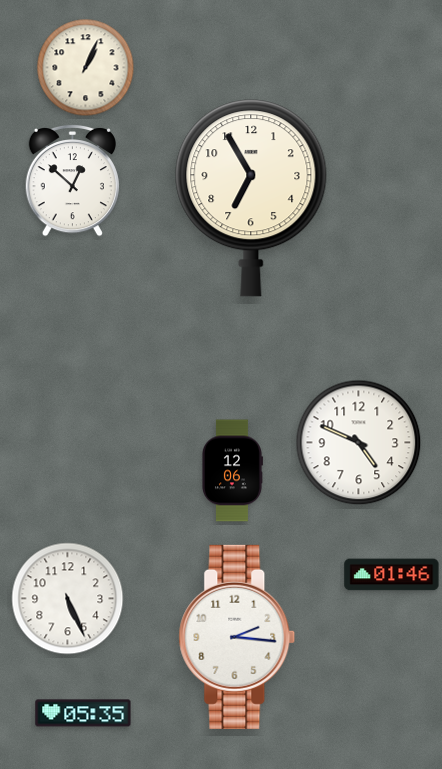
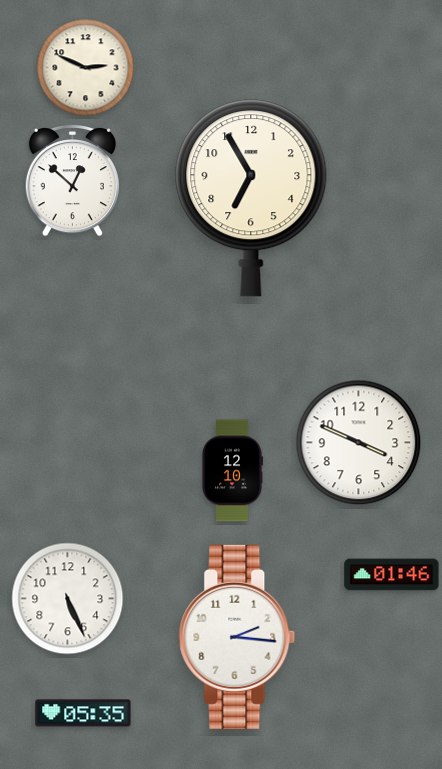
clock at (86, 68): 1:04 -> 2:49
clock at (359, 443): 4:49 -> 3:49
clock at (232, 471): 12:06 -> 12:10
